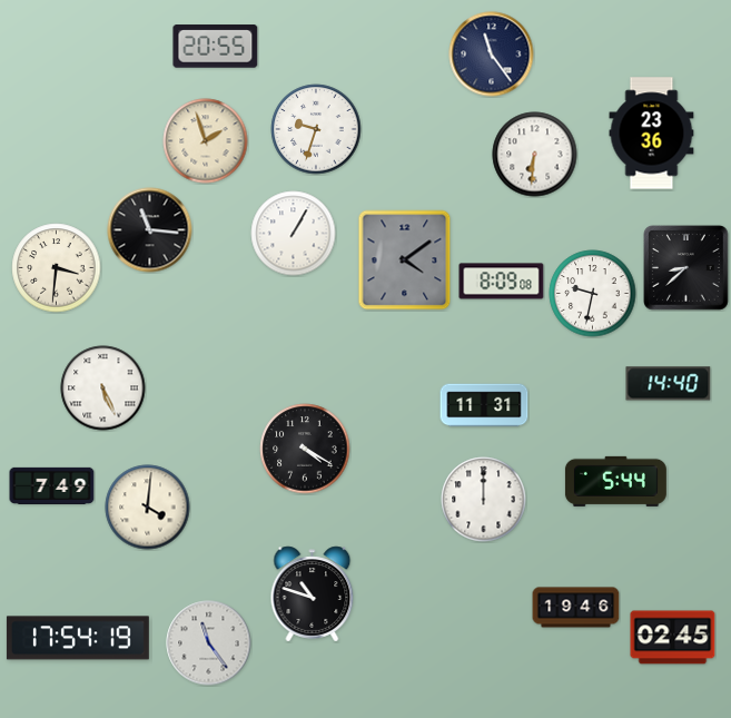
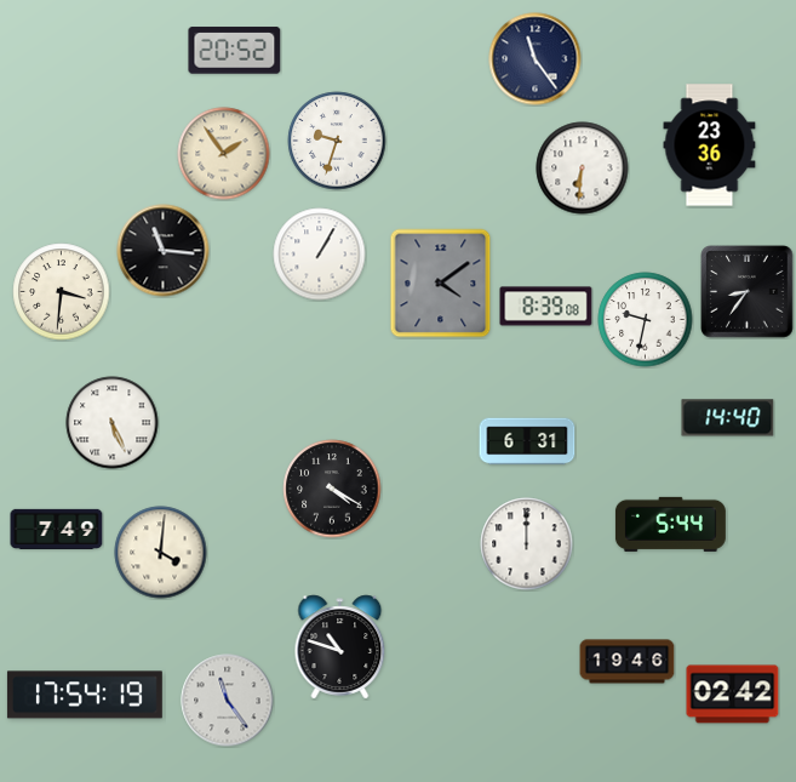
clock at (216, 47): 20:55 -> 20:52
clock at (316, 129) position: (316, 129) -> (337, 141)
clock at (206, 141): 1:57 -> 1:54
clock at (686, 268): 8:38 -> 8:36
clock at (502, 282): 8:09 -> 8:39
clock at (484, 405): 11:31 -> 6:31
clock at (673, 638): 02:45 -> 02:42
